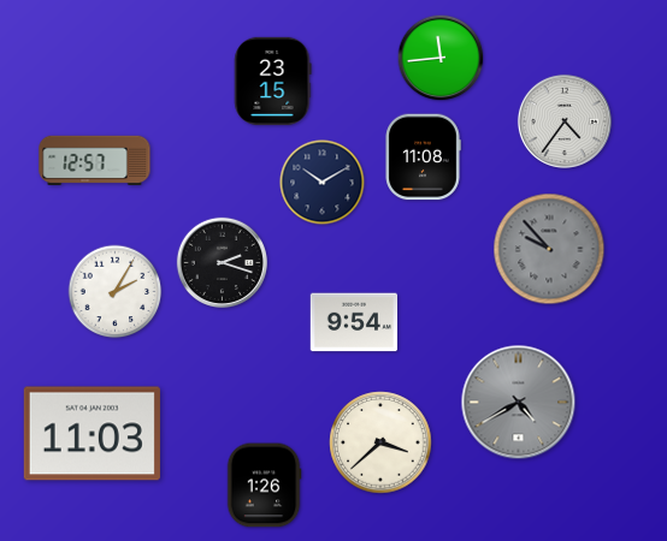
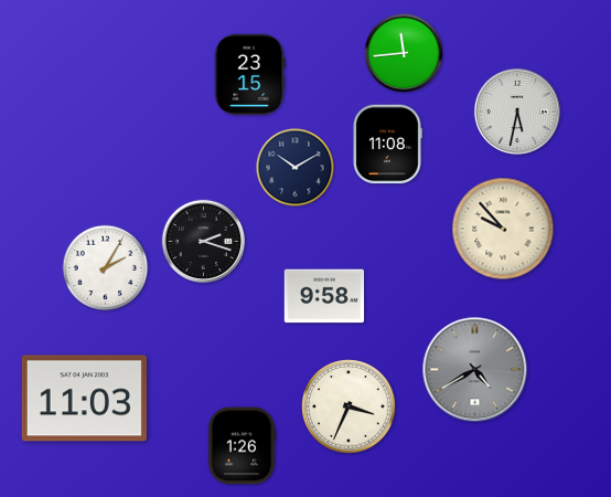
clock at (565, 121): 4:36 -> 5:32
clock at (95, 160): 12:57 -> none
clock at (549, 249) dial: grey -> cream
clock at (354, 322): 9:54 -> 9:58
clock at (380, 442): 3:38 -> 3:34
